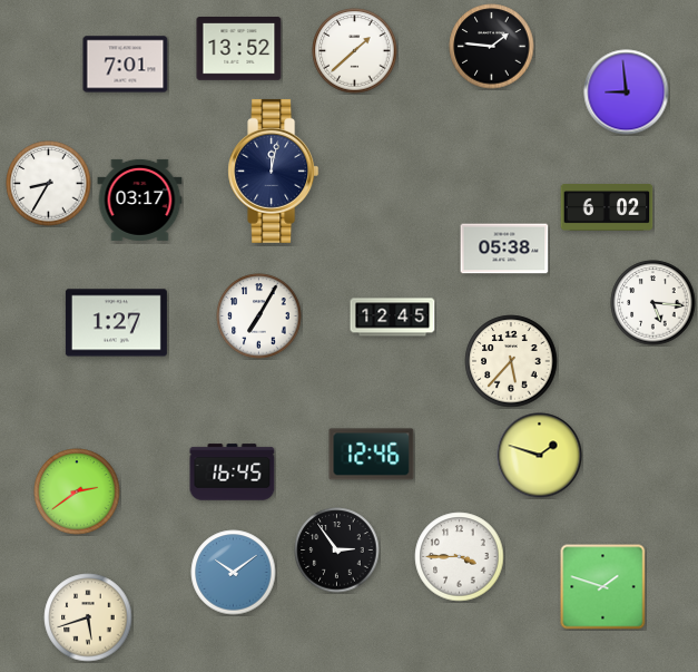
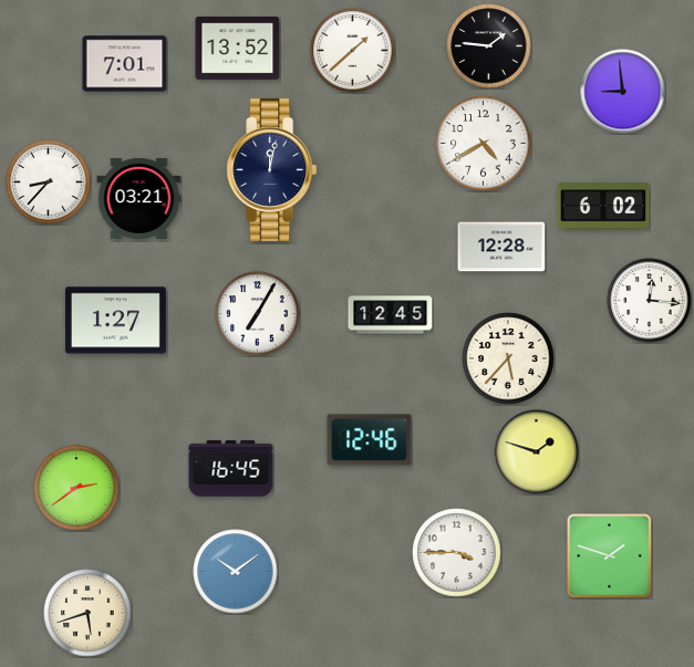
clock at (484, 144): none -> 4:40
clock at (49, 184): 8:35 -> 8:37
clock at (140, 199): 03:17 -> 03:21
clock at (504, 249): 05:38 -> 12:28
clock at (653, 303): 5:16 -> 12:16
clock at (372, 455) position: (372, 455) -> (370, 440)
clock at (337, 551): 2:54 -> none
clock at (234, 573) position: (234, 573) -> (236, 572)
clock at (603, 587) position: (603, 587) -> (610, 556)
